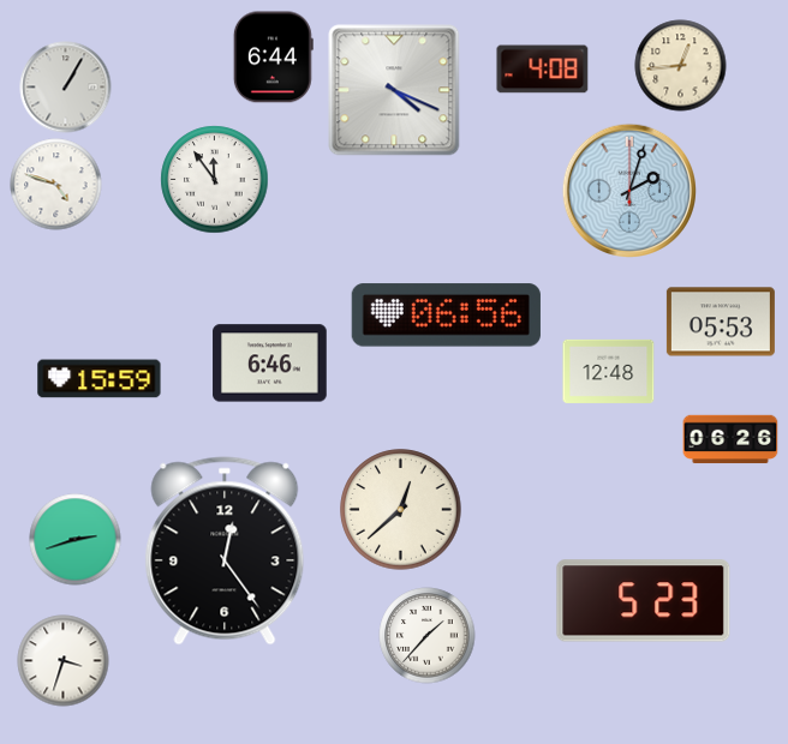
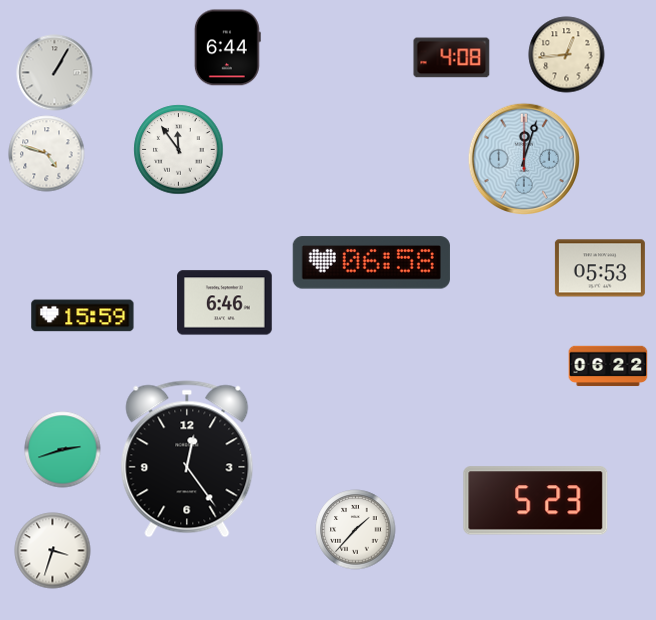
clock at (394, 90): 4:19 -> none
clock at (629, 191): 2:03 -> 12:03
clock at (446, 316): 06:56 -> 06:58
clock at (609, 371): 12:48 -> none
clock at (730, 439): 06:26 -> 06:22
clock at (401, 510): 12:38 -> none
